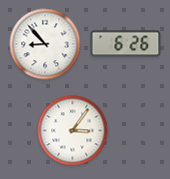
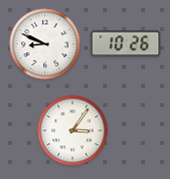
clock at (45, 44): 8:53 -> 8:49
clock at (126, 44): 6:26 -> 10:26
